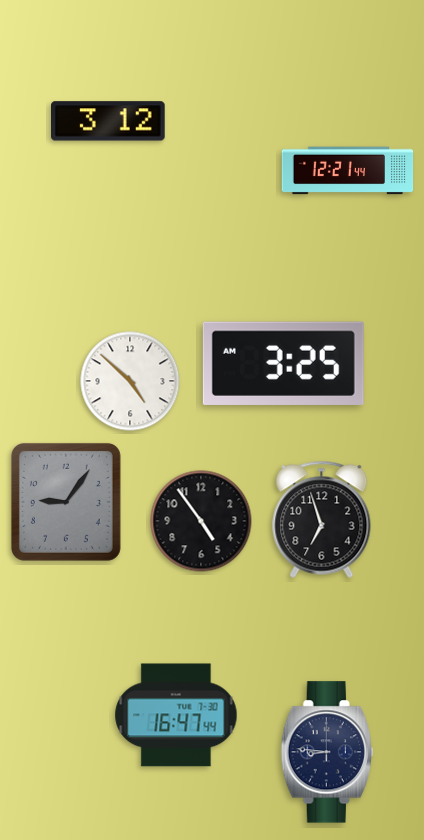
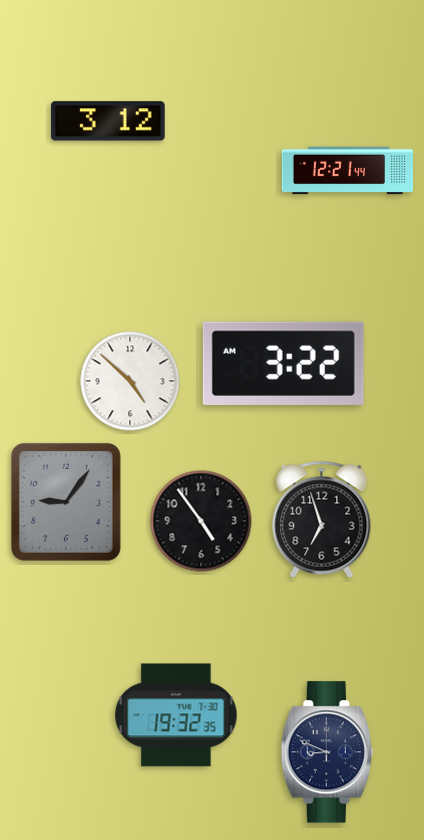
clock at (283, 363): 3:25 -> 3:22
clock at (176, 715): 16:47 -> 19:32
clock at (327, 752): 8:46 -> 8:49
